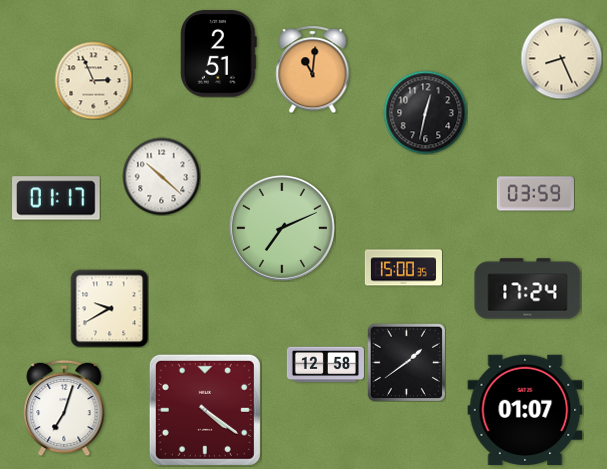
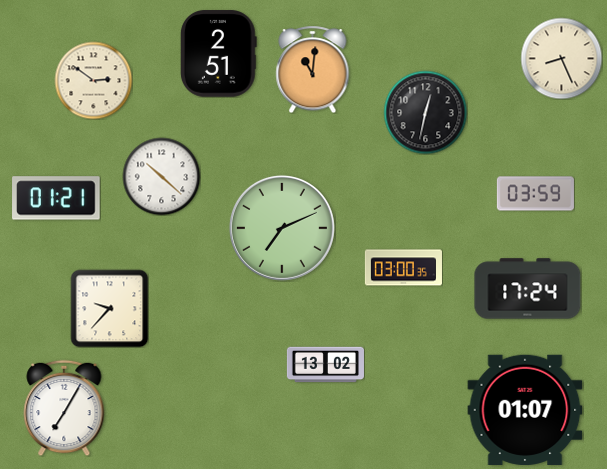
clock at (93, 80): 2:56 -> 2:51
clock at (56, 198): 01:17 -> 01:21
clock at (403, 268): 15:00 -> 03:00
clock at (109, 308): 9:40 -> 9:37
clock at (406, 362): 1:39 -> none
clock at (325, 365): 12:58 -> 13:02
clock at (64, 408): 7:03 -> 7:05
clock at (205, 410): 4:21 -> none
